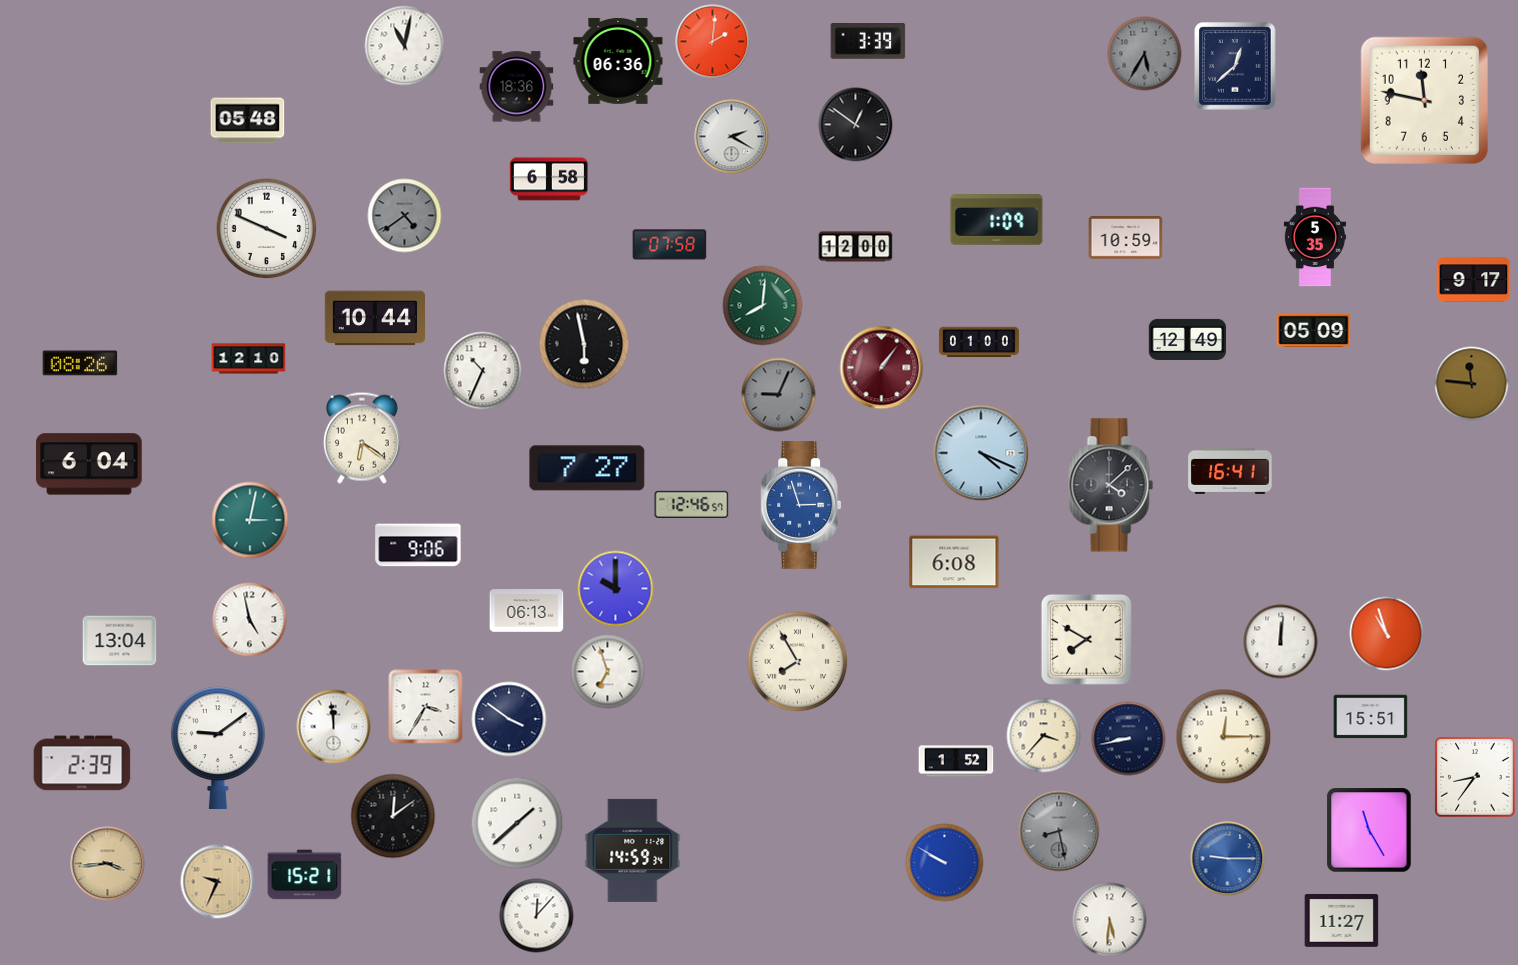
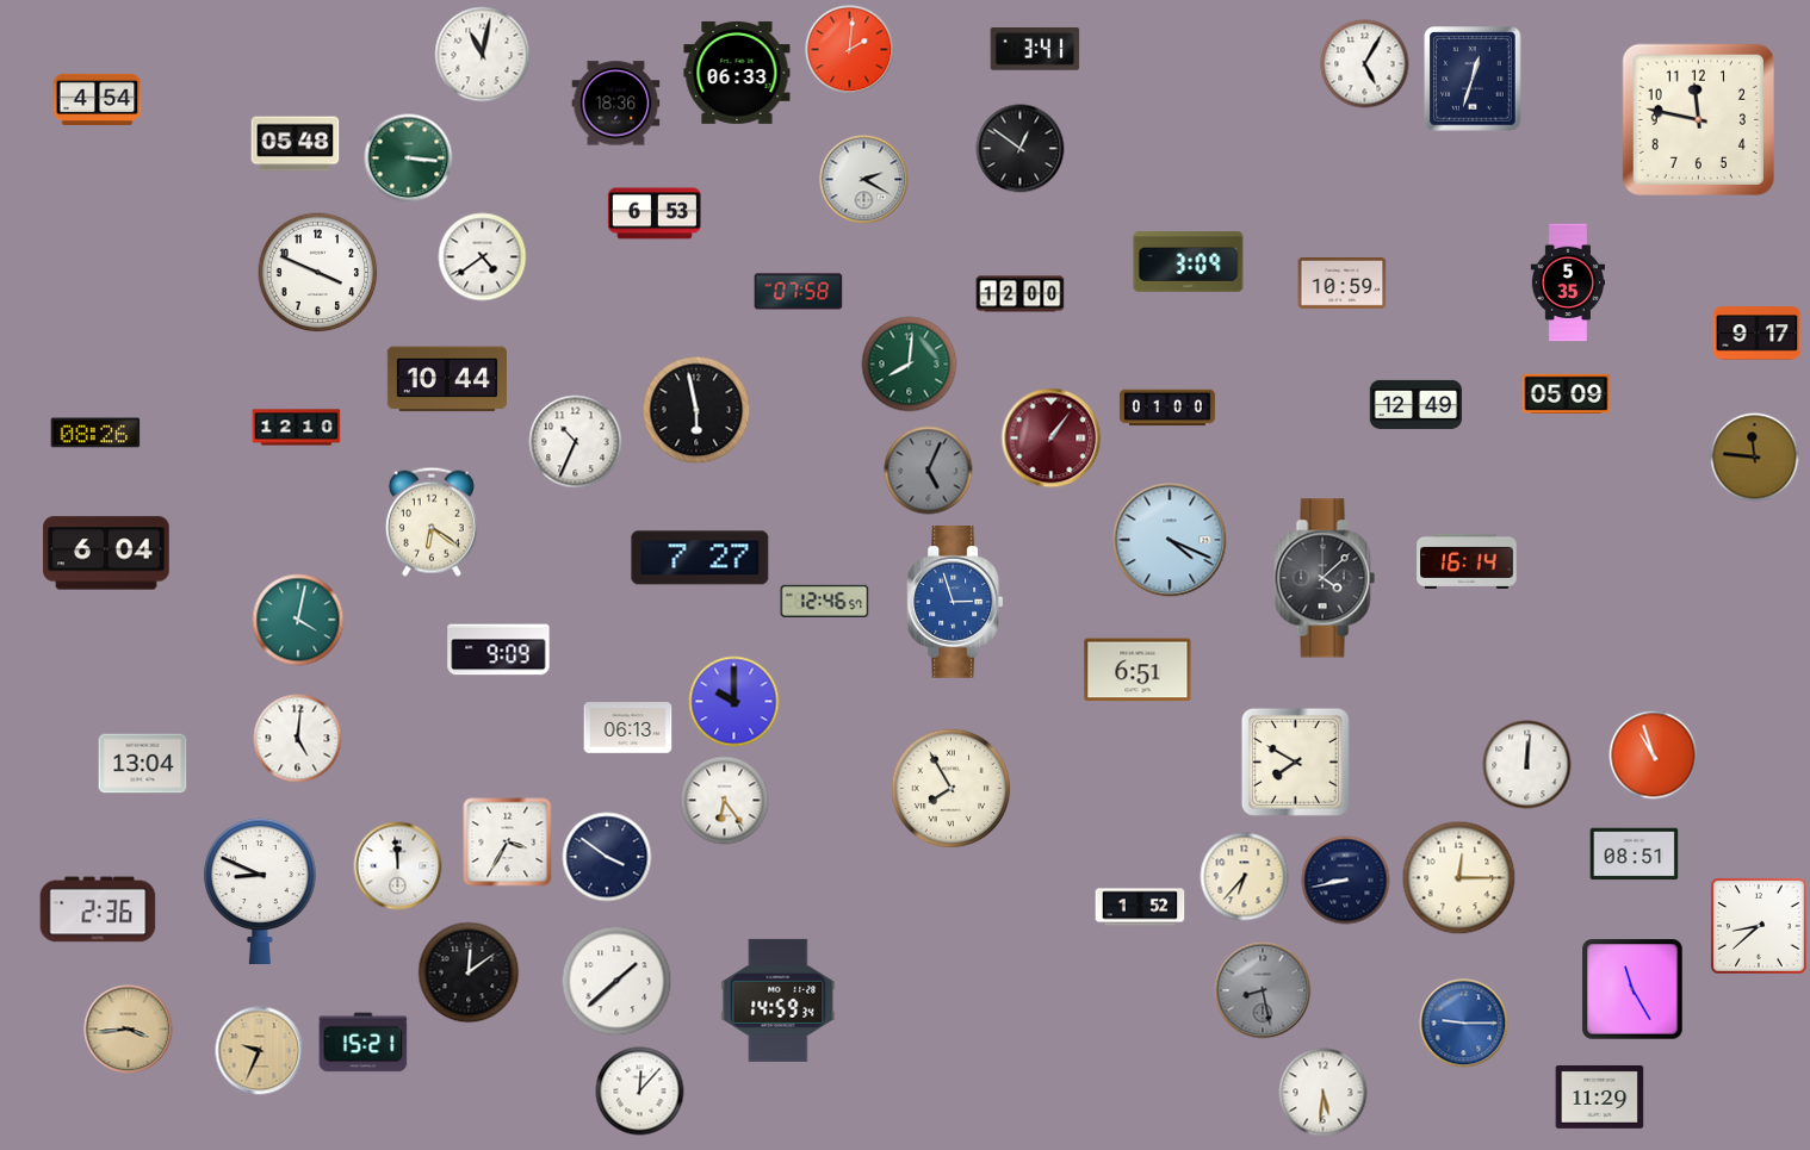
clock at (868, 42): 3:39 -> 3:41
clock at (1145, 54): 5:35 -> 5:05
clock at (1145, 54) dial: grey -> white
clock at (618, 61): 06:36 -> 06:33
clock at (1235, 66): 12:38 -> 12:33
clock at (98, 99): none -> 4:54
clock at (409, 158): none -> 3:16
clock at (732, 137) position: (732, 137) -> (864, 180)
clock at (549, 179): 6:58 -> 6:53
clock at (405, 216) dial: grey -> white
clock at (997, 220): 1:09 -> 3:09
clock at (779, 395): 9:04 -> 5:04
clock at (1230, 471): 16:41 -> 16:14
clock at (250, 520): 3:02 -> 4:02
clock at (418, 545): 9:06 -> 9:09
clock at (954, 562): 6:08 -> 6:51
clock at (250, 620): 4:58 -> 5:01
clock at (608, 672): 6:57 -> 6:24
clock at (1371, 717): 15:51 -> 08:51
clock at (1044, 736): 3:37 -> 6:37
clock at (218, 747): 9:09 -> 8:49
clock at (82, 763): 2:39 -> 2:36
clock at (1476, 778): 8:36 -> 8:38
clock at (633, 850) position: (633, 850) -> (779, 1000)
clock at (945, 863): 9:50 -> none
clock at (1110, 920) position: (1110, 920) -> (1324, 1093)
clock at (1342, 921): 11:27 -> 11:29
